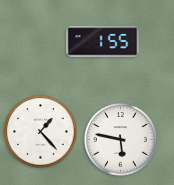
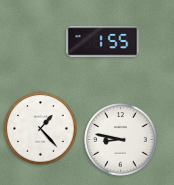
clock at (41, 132) position: (41, 132) -> (41, 129)
clock at (121, 140): 5:47 -> 8:47
